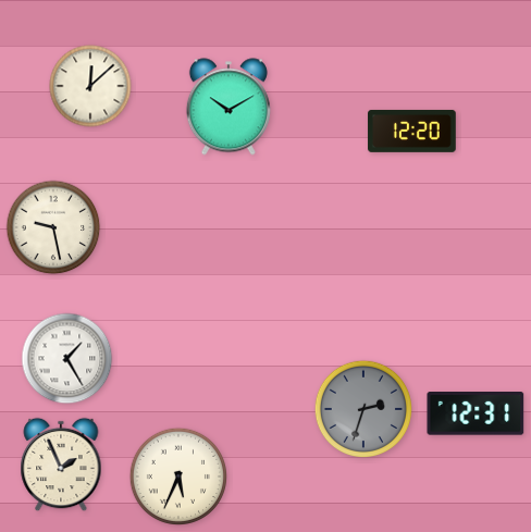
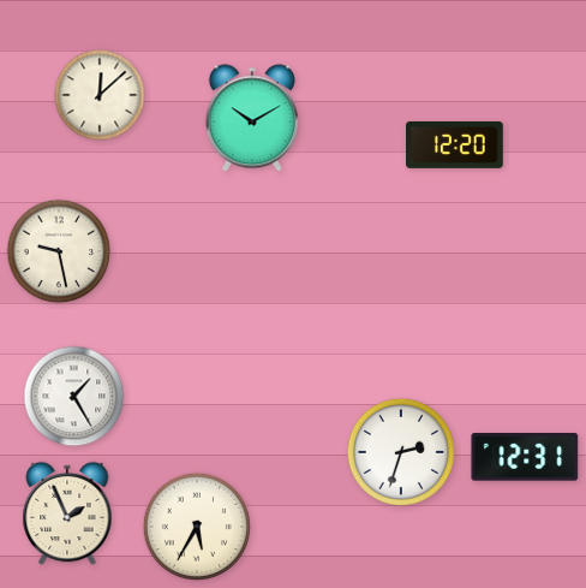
clock at (362, 408) dial: grey -> white
clock at (177, 475): 5:34 -> 5:35
